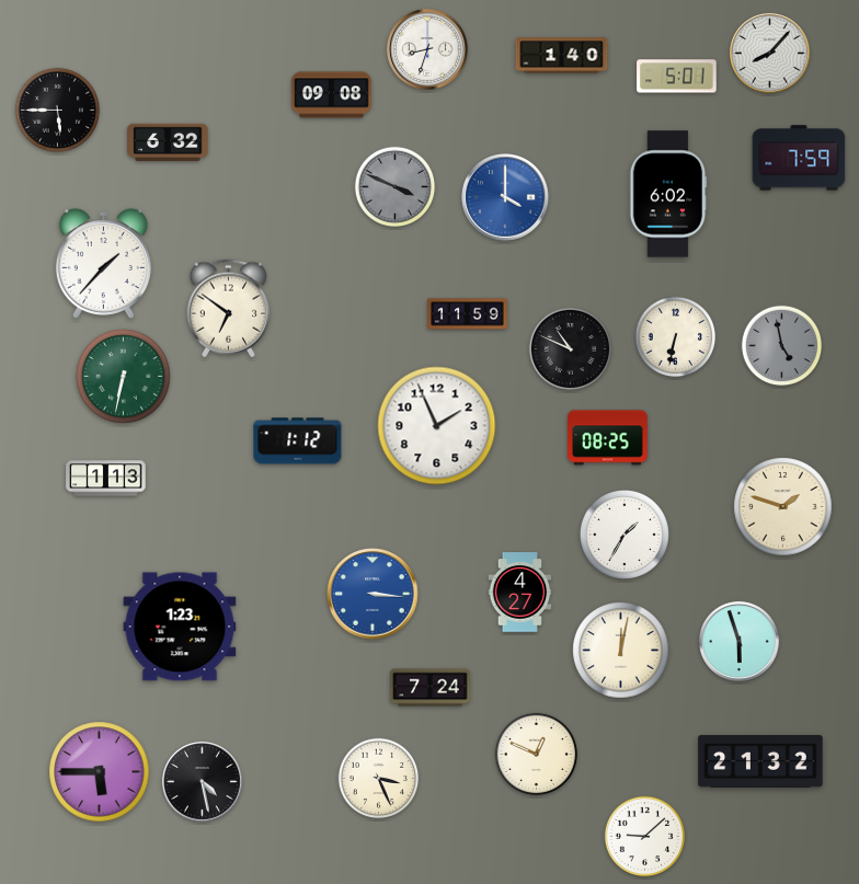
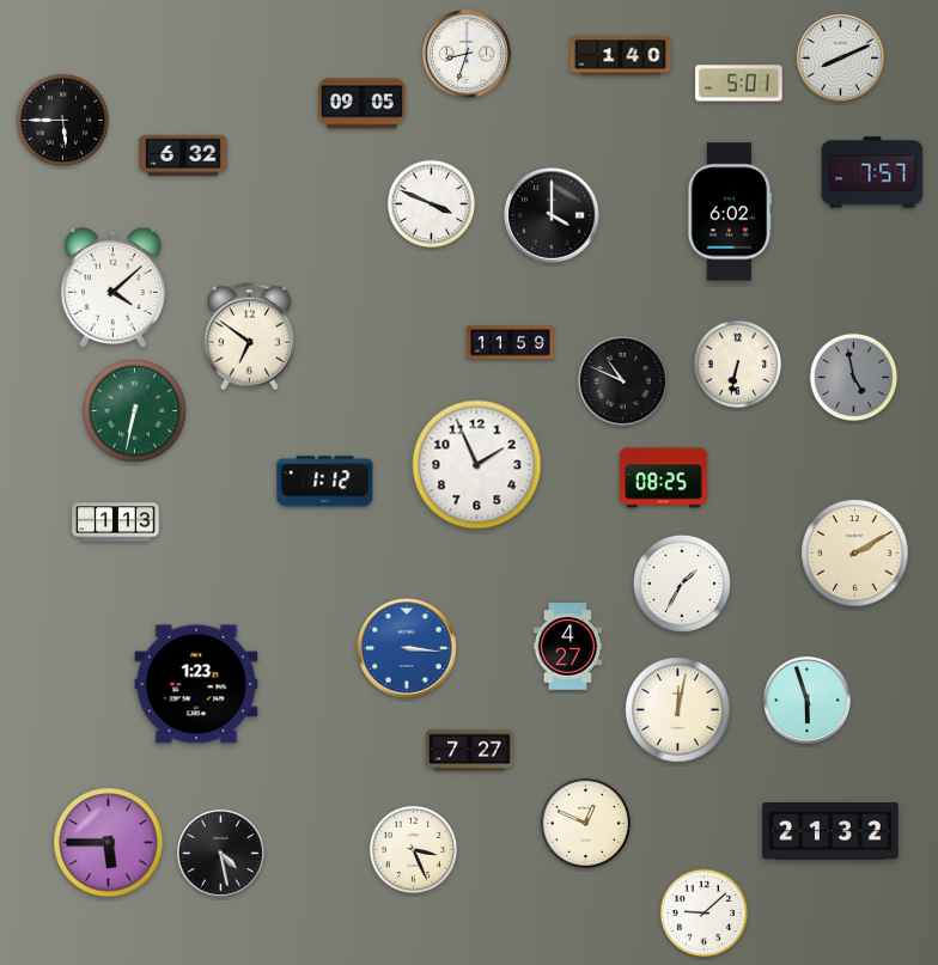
clock at (770, 54): 8:07 -> 8:11
clock at (562, 56) position: (562, 56) -> (621, 56)
clock at (332, 95): 09:08 -> 09:05
clock at (799, 158): 7:59 -> 7:57
clock at (396, 187) dial: grey -> white
clock at (505, 197) dial: blue -> black
clock at (103, 263): 1:37 -> 4:08
clock at (676, 337) position: (676, 337) -> (738, 365)
clock at (783, 507): 1:48 -> 2:10
clock at (431, 688): 7:24 -> 7:27
